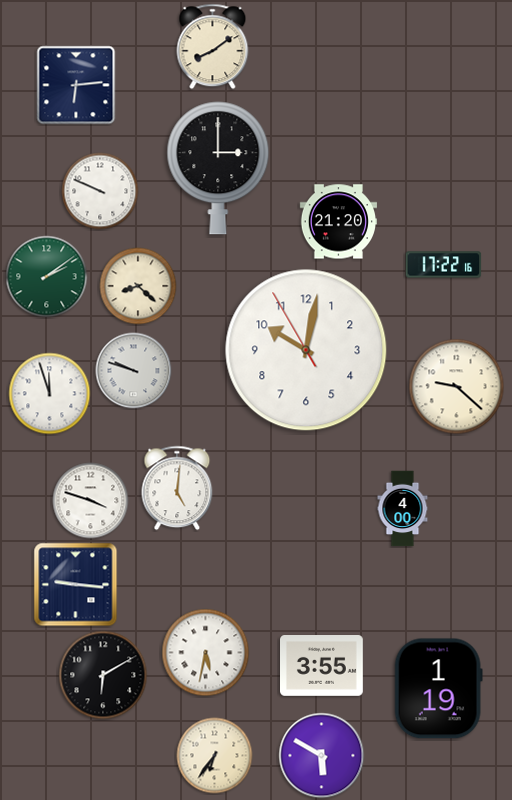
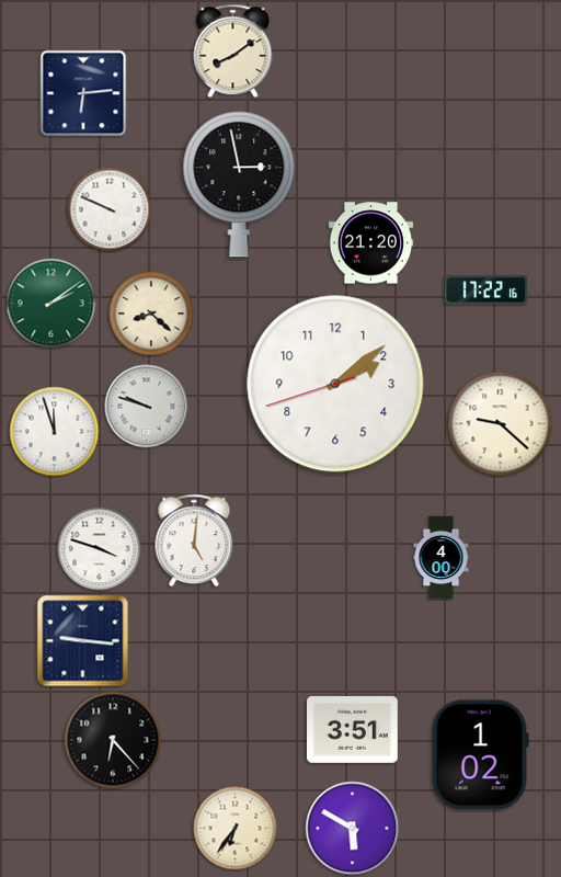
clock at (218, 168): 3:00 -> 2:58
clock at (306, 350): 10:01 -> 2:08
clock at (177, 488) position: (177, 488) -> (194, 540)
clock at (206, 653): 5:32 -> none
clock at (322, 666): 3:55 -> 3:51
clock at (103, 675): 6:10 -> 6:23
clock at (438, 689): 1:19 -> 1:02
